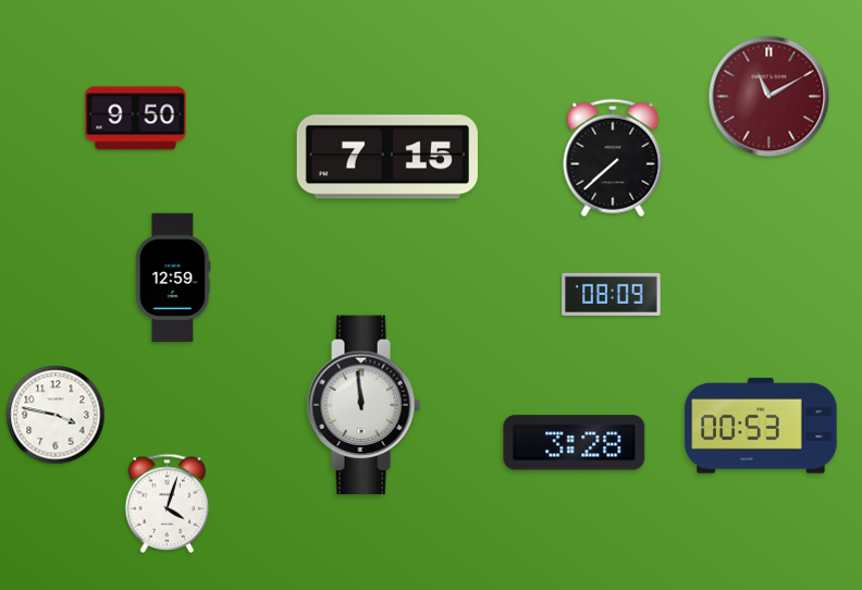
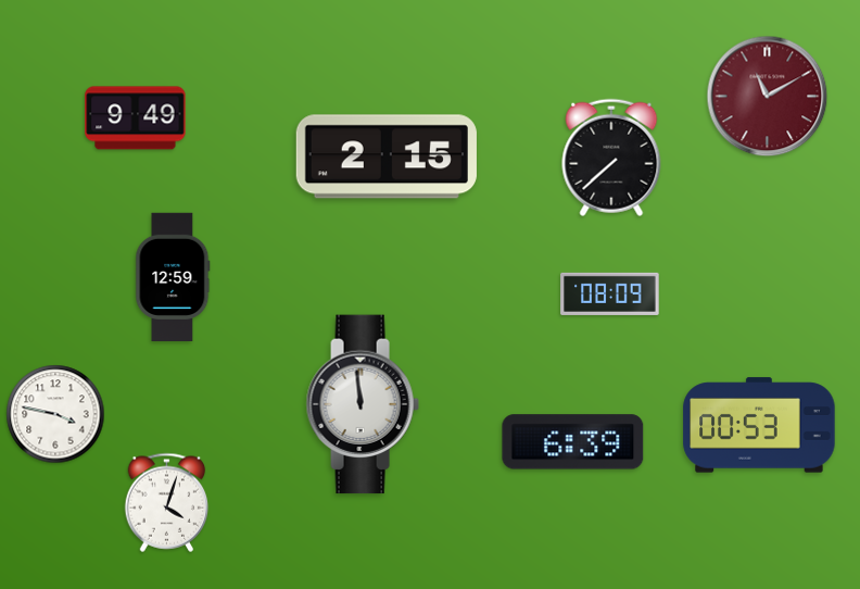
clock at (136, 119): 9:50 -> 9:49
clock at (387, 157): 7:15 -> 2:15
clock at (575, 443): 3:28 -> 6:39
